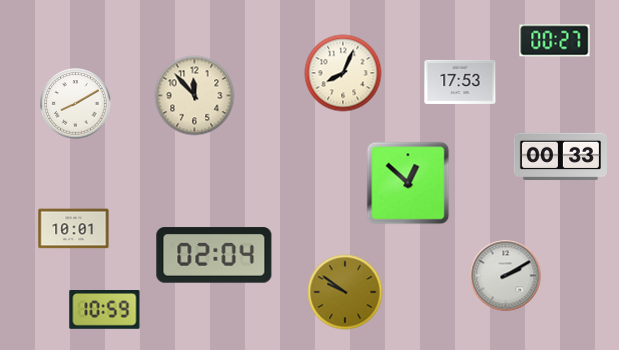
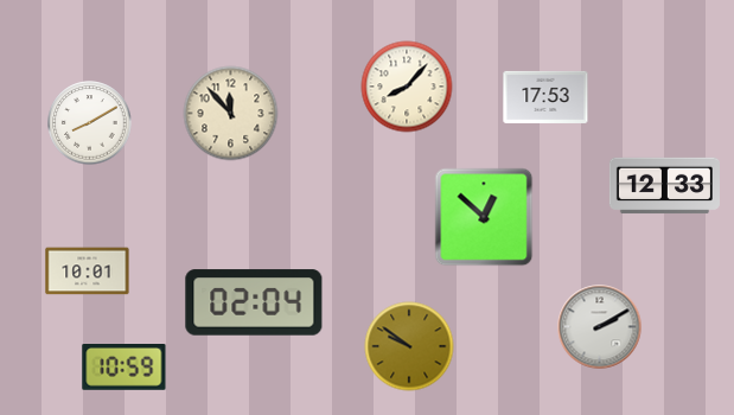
clock at (555, 41): 00:27 -> none
clock at (343, 73): 8:04 -> 8:07
clock at (560, 157): 00:33 -> 12:33
